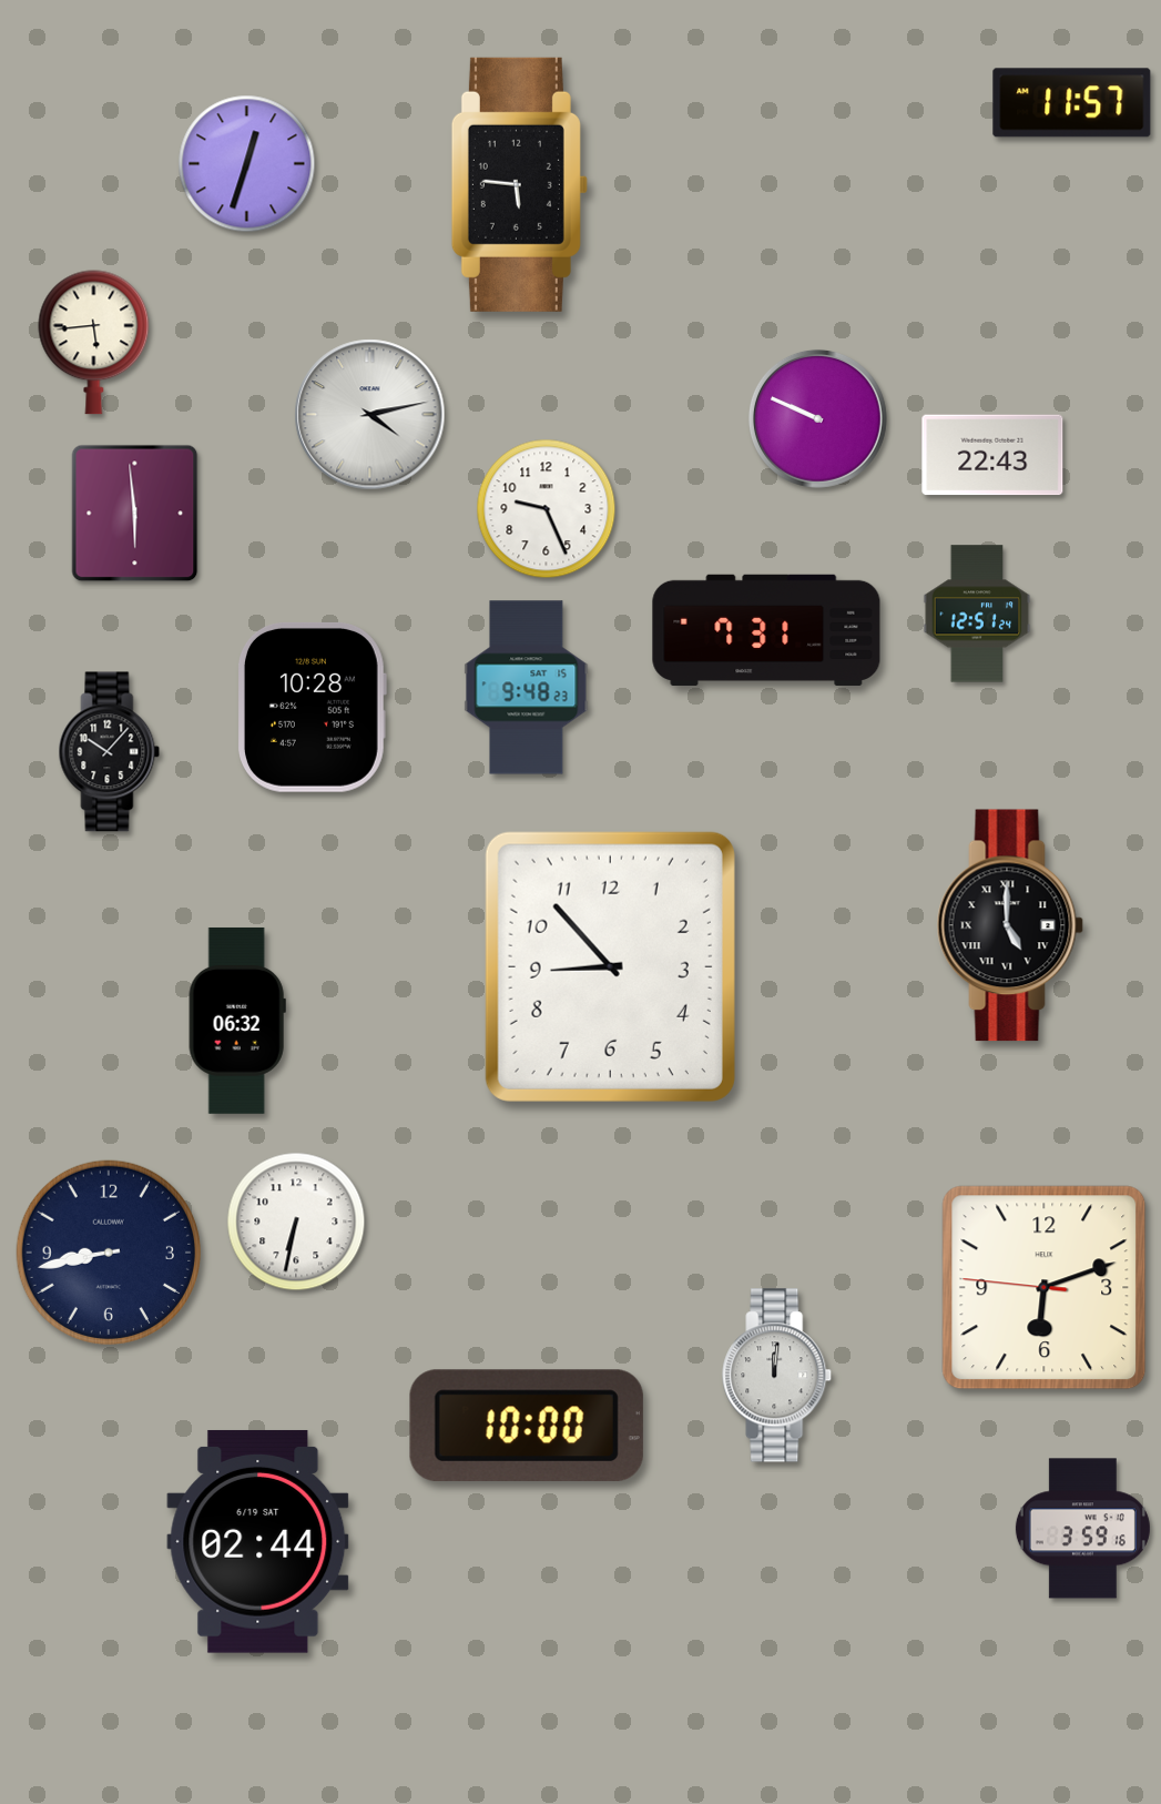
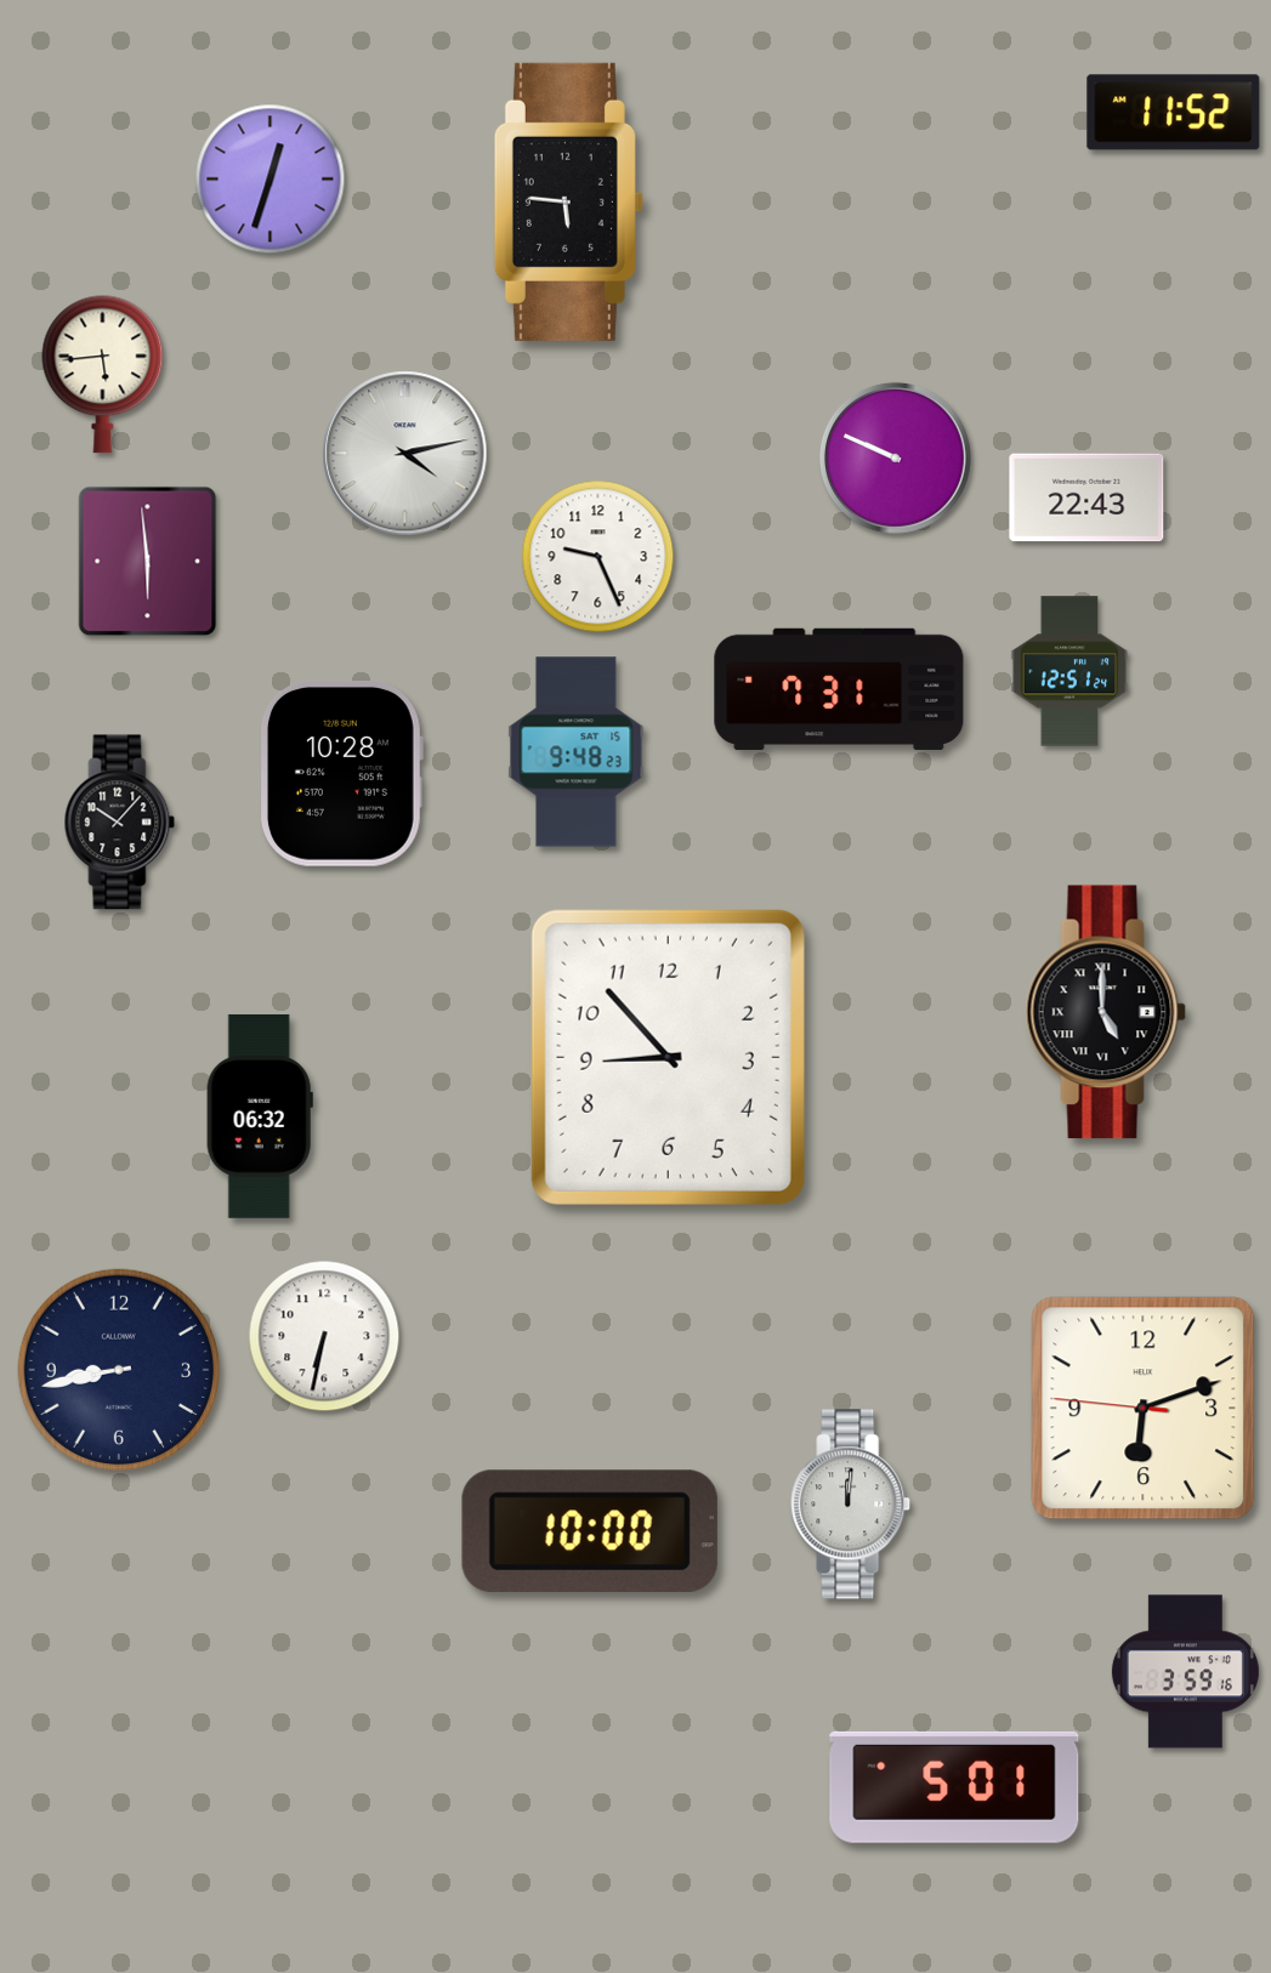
clock at (1072, 103): 11:57 -> 11:52
clock at (527, 1425) position: (527, 1425) -> (590, 1530)
clock at (258, 1541): 02:44 -> none
clock at (954, 1787): none -> 5:01
